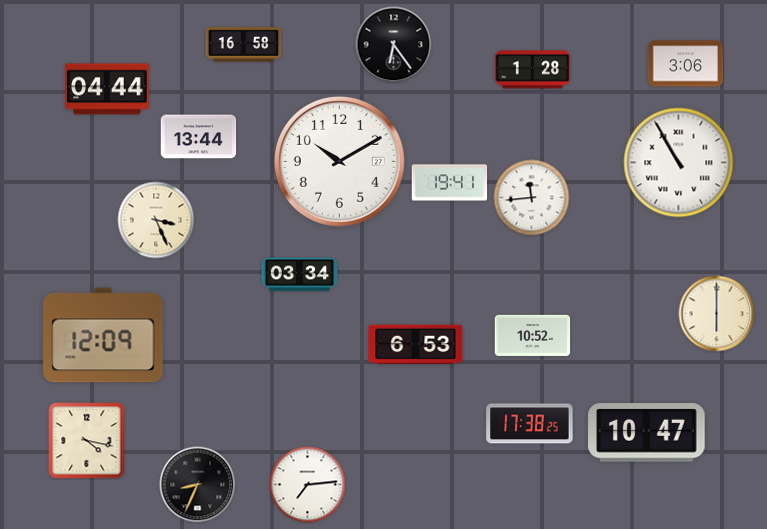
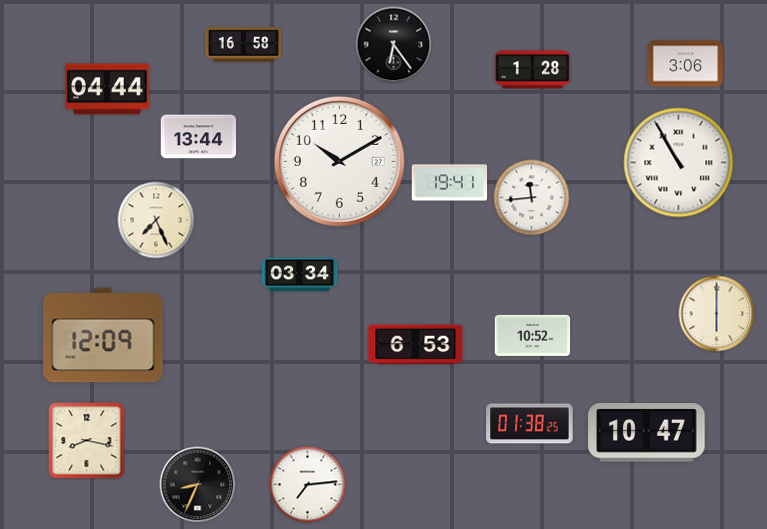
clock at (156, 220): 3:26 -> 7:26
clock at (530, 424): 17:38 -> 01:38
clock at (87, 441): 4:17 -> 8:17
